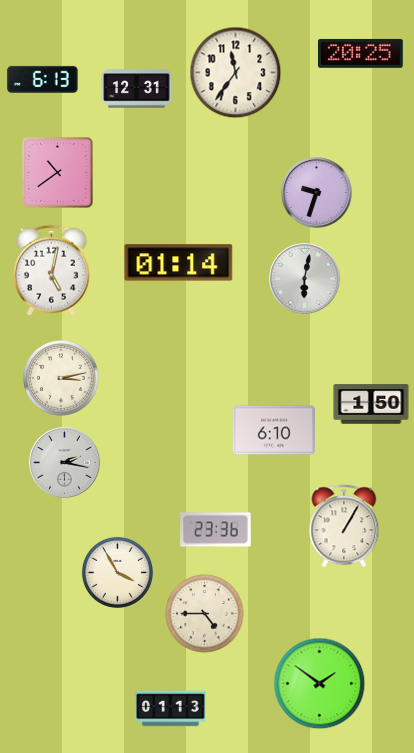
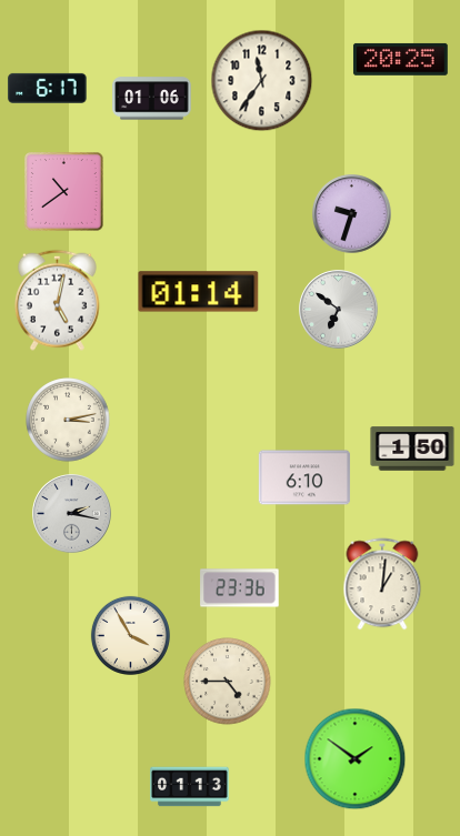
clock at (43, 79): 6:13 -> 6:17
clock at (137, 89): 12:31 -> 01:06
clock at (305, 279): 6:02 -> 6:51
clock at (344, 526): 1:05 -> 1:01
